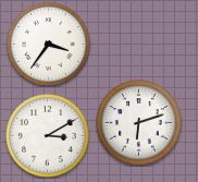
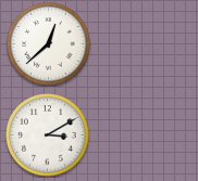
clock at (49, 45): 3:36 -> 12:38
clock at (139, 123): 6:12 -> none
